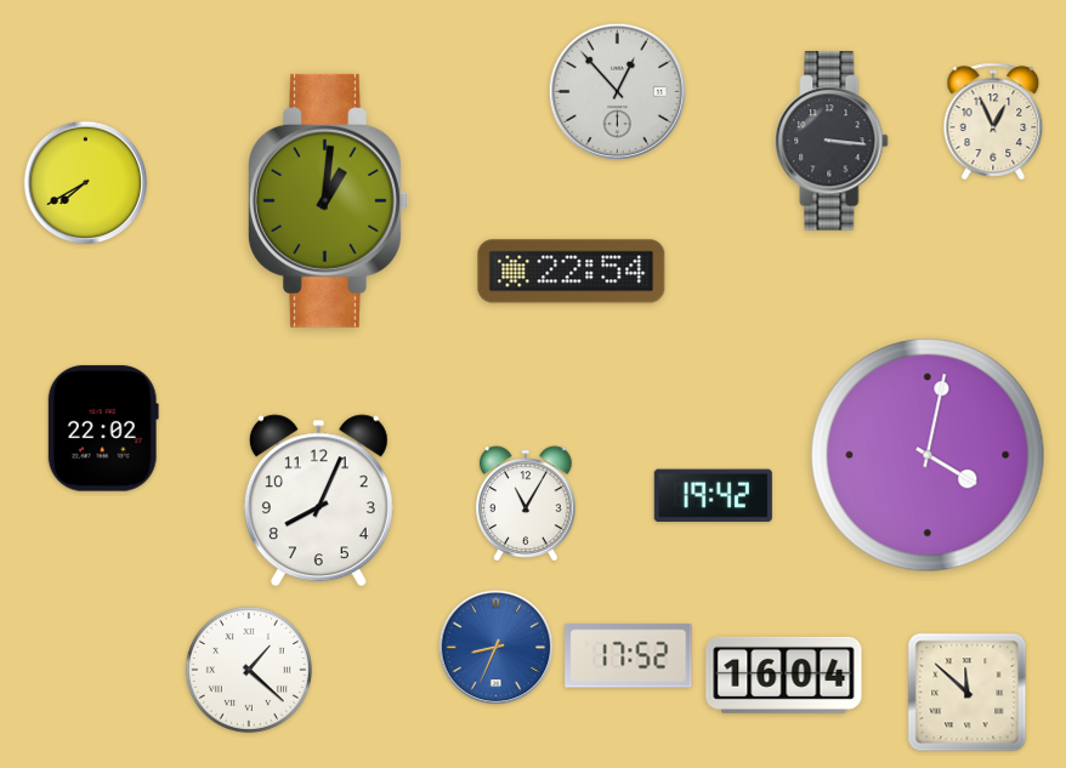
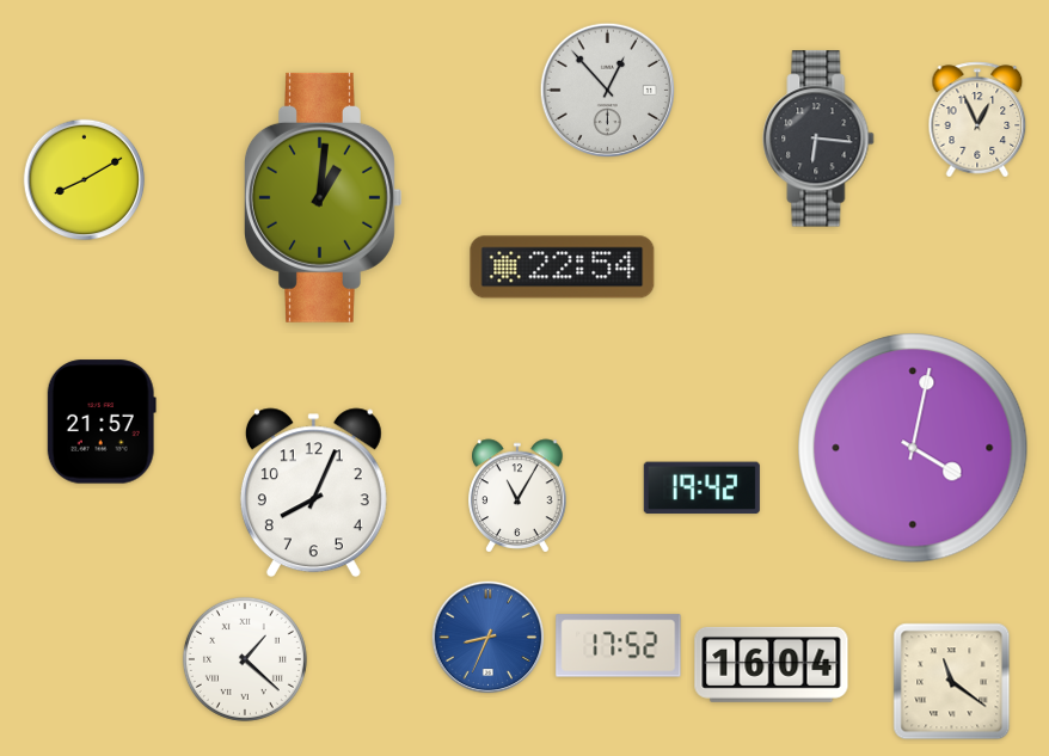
clock at (832, 141): 3:16 -> 6:16
clock at (86, 183): 7:40 -> 8:10
clock at (103, 428): 22:02 -> 21:57
clock at (968, 693): 11:52 -> 11:21
